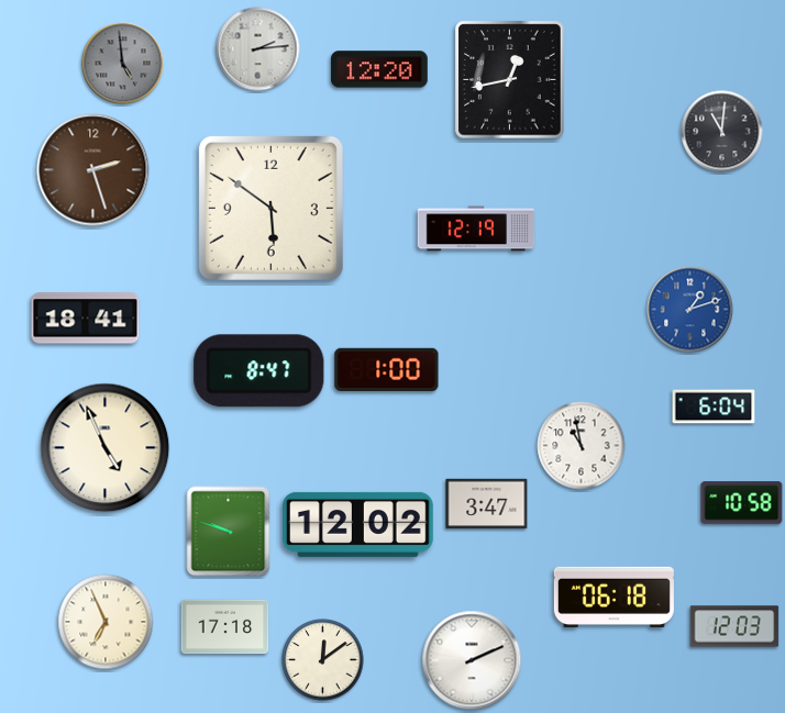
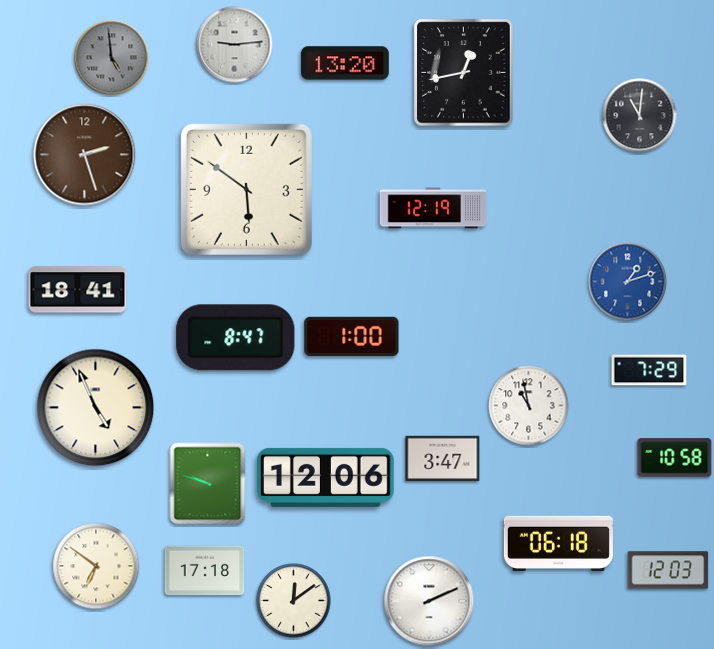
clock at (258, 49): 2:14 -> 9:14
clock at (379, 69): 12:20 -> 13:20
clock at (722, 132) position: (722, 132) -> (640, 116)
clock at (714, 406): 6:04 -> 7:29
clock at (358, 524): 12:02 -> 12:06
clock at (106, 622): 6:56 -> 6:51
